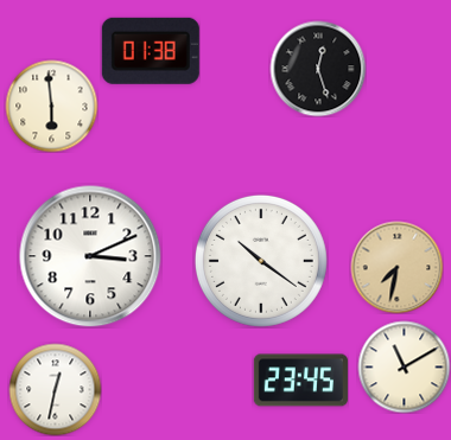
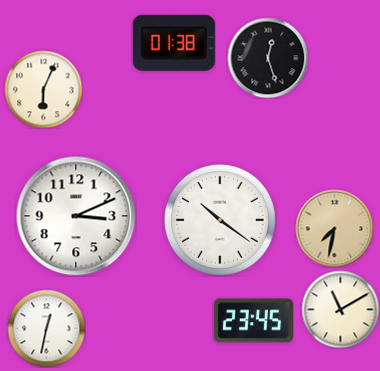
clock at (151, 51) position: (151, 51) -> (174, 43)
clock at (51, 106): 5:59 -> 6:04
clock at (396, 267) position: (396, 267) -> (334, 228)
